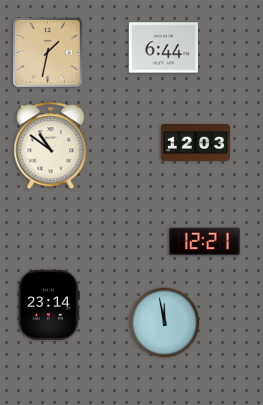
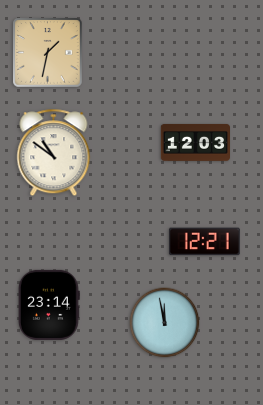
clock at (163, 48): 6:44 -> none
clock at (51, 146) position: (51, 146) -> (54, 153)
